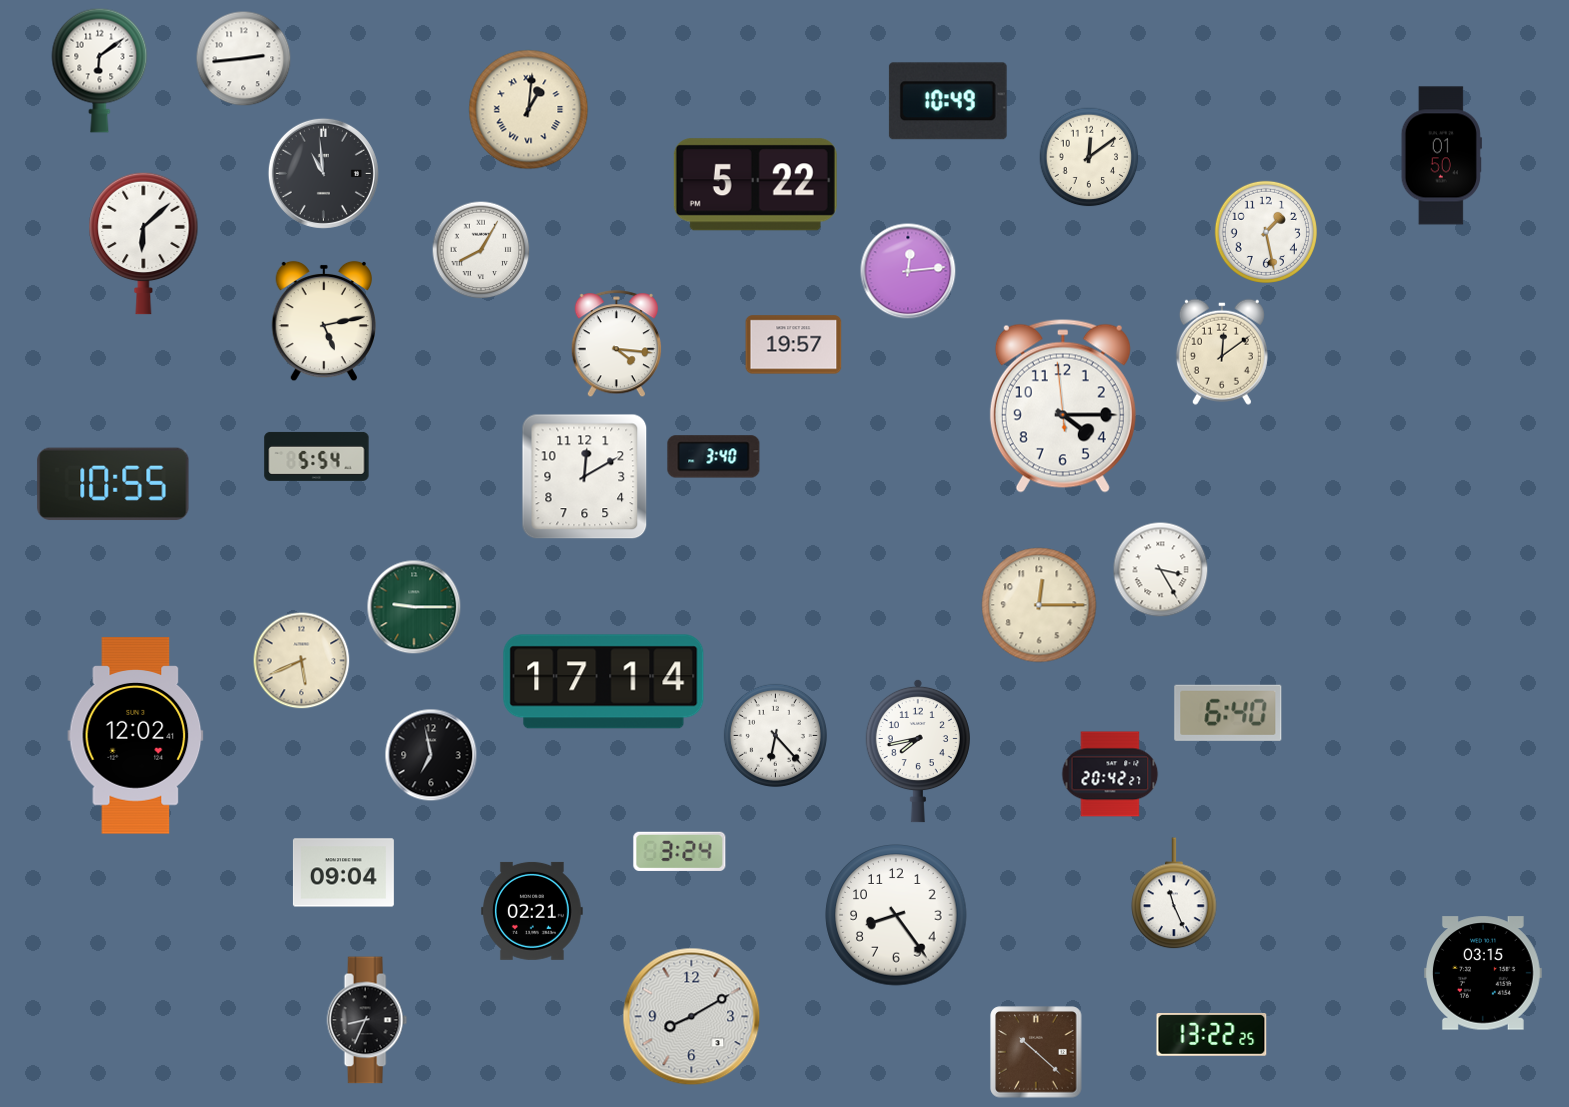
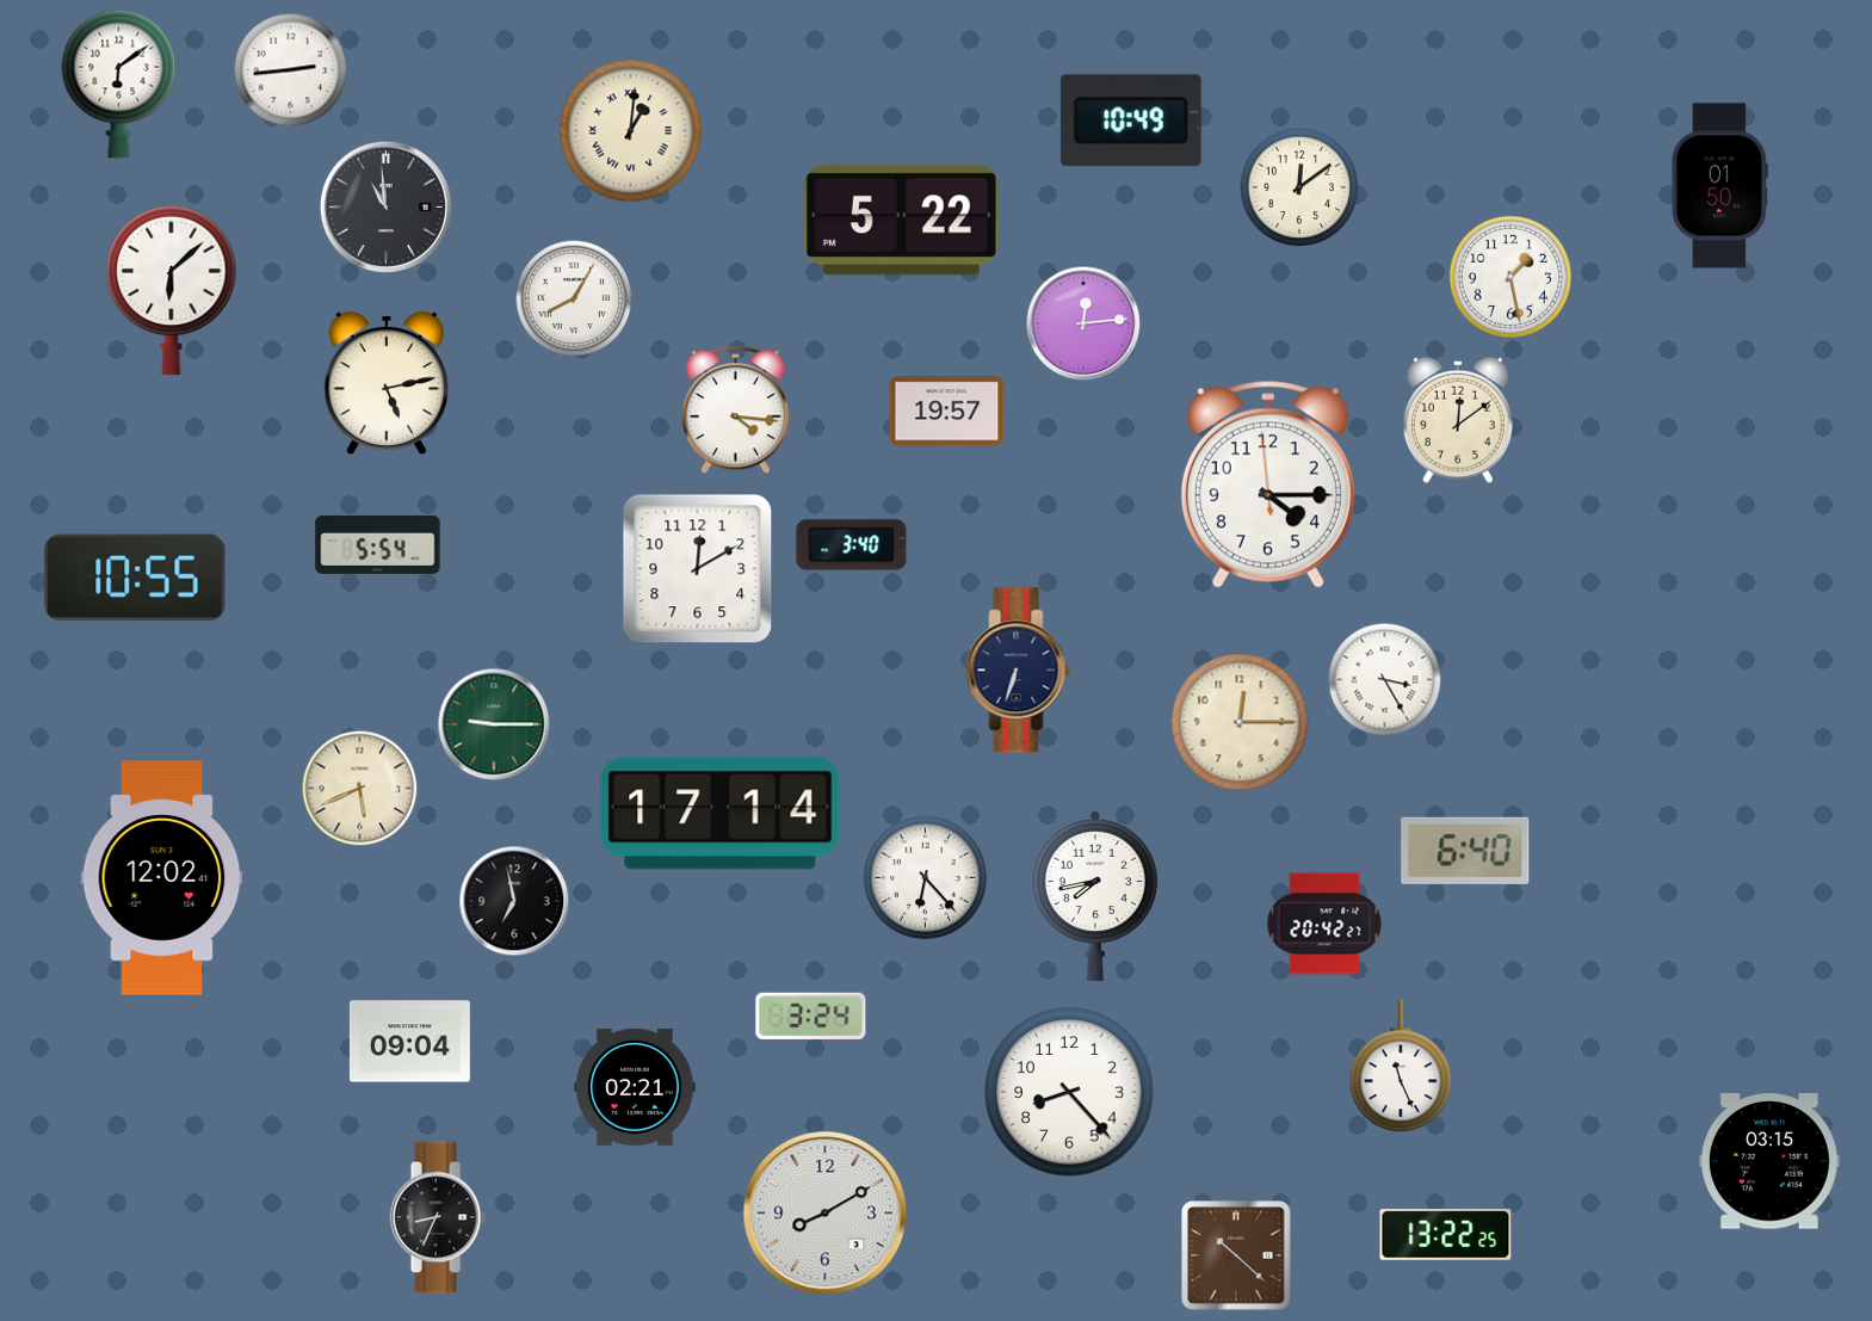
clock at (1019, 671): none -> 6:33
clock at (896, 915): 8:24 -> 8:23
